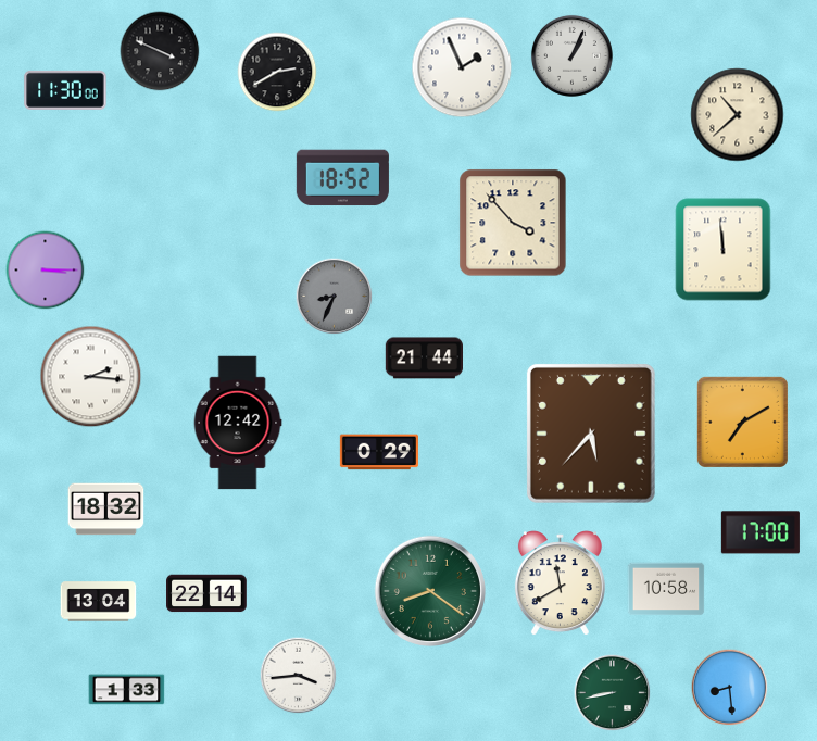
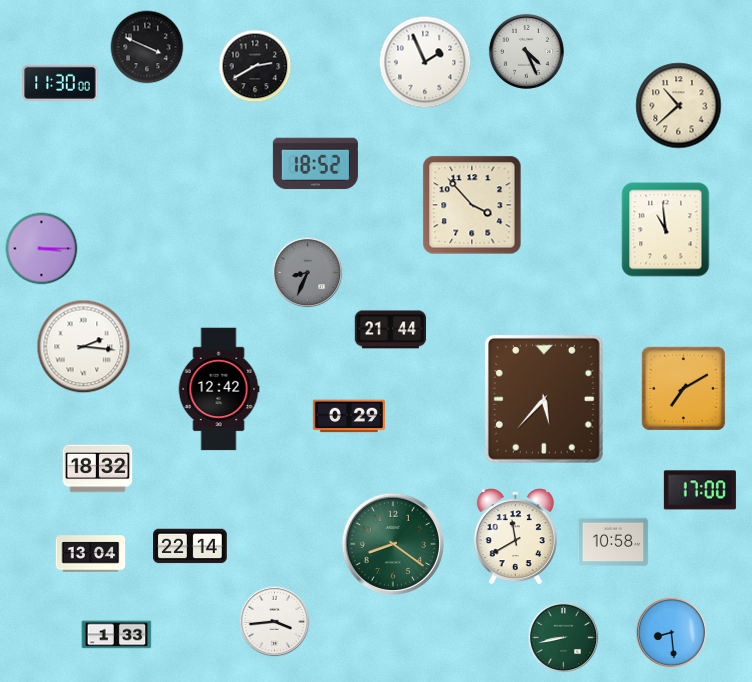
clock at (571, 55): 1:04 -> 4:26
clock at (724, 250): 11:59 -> 10:59
clock at (430, 591) position: (430, 591) -> (393, 544)
